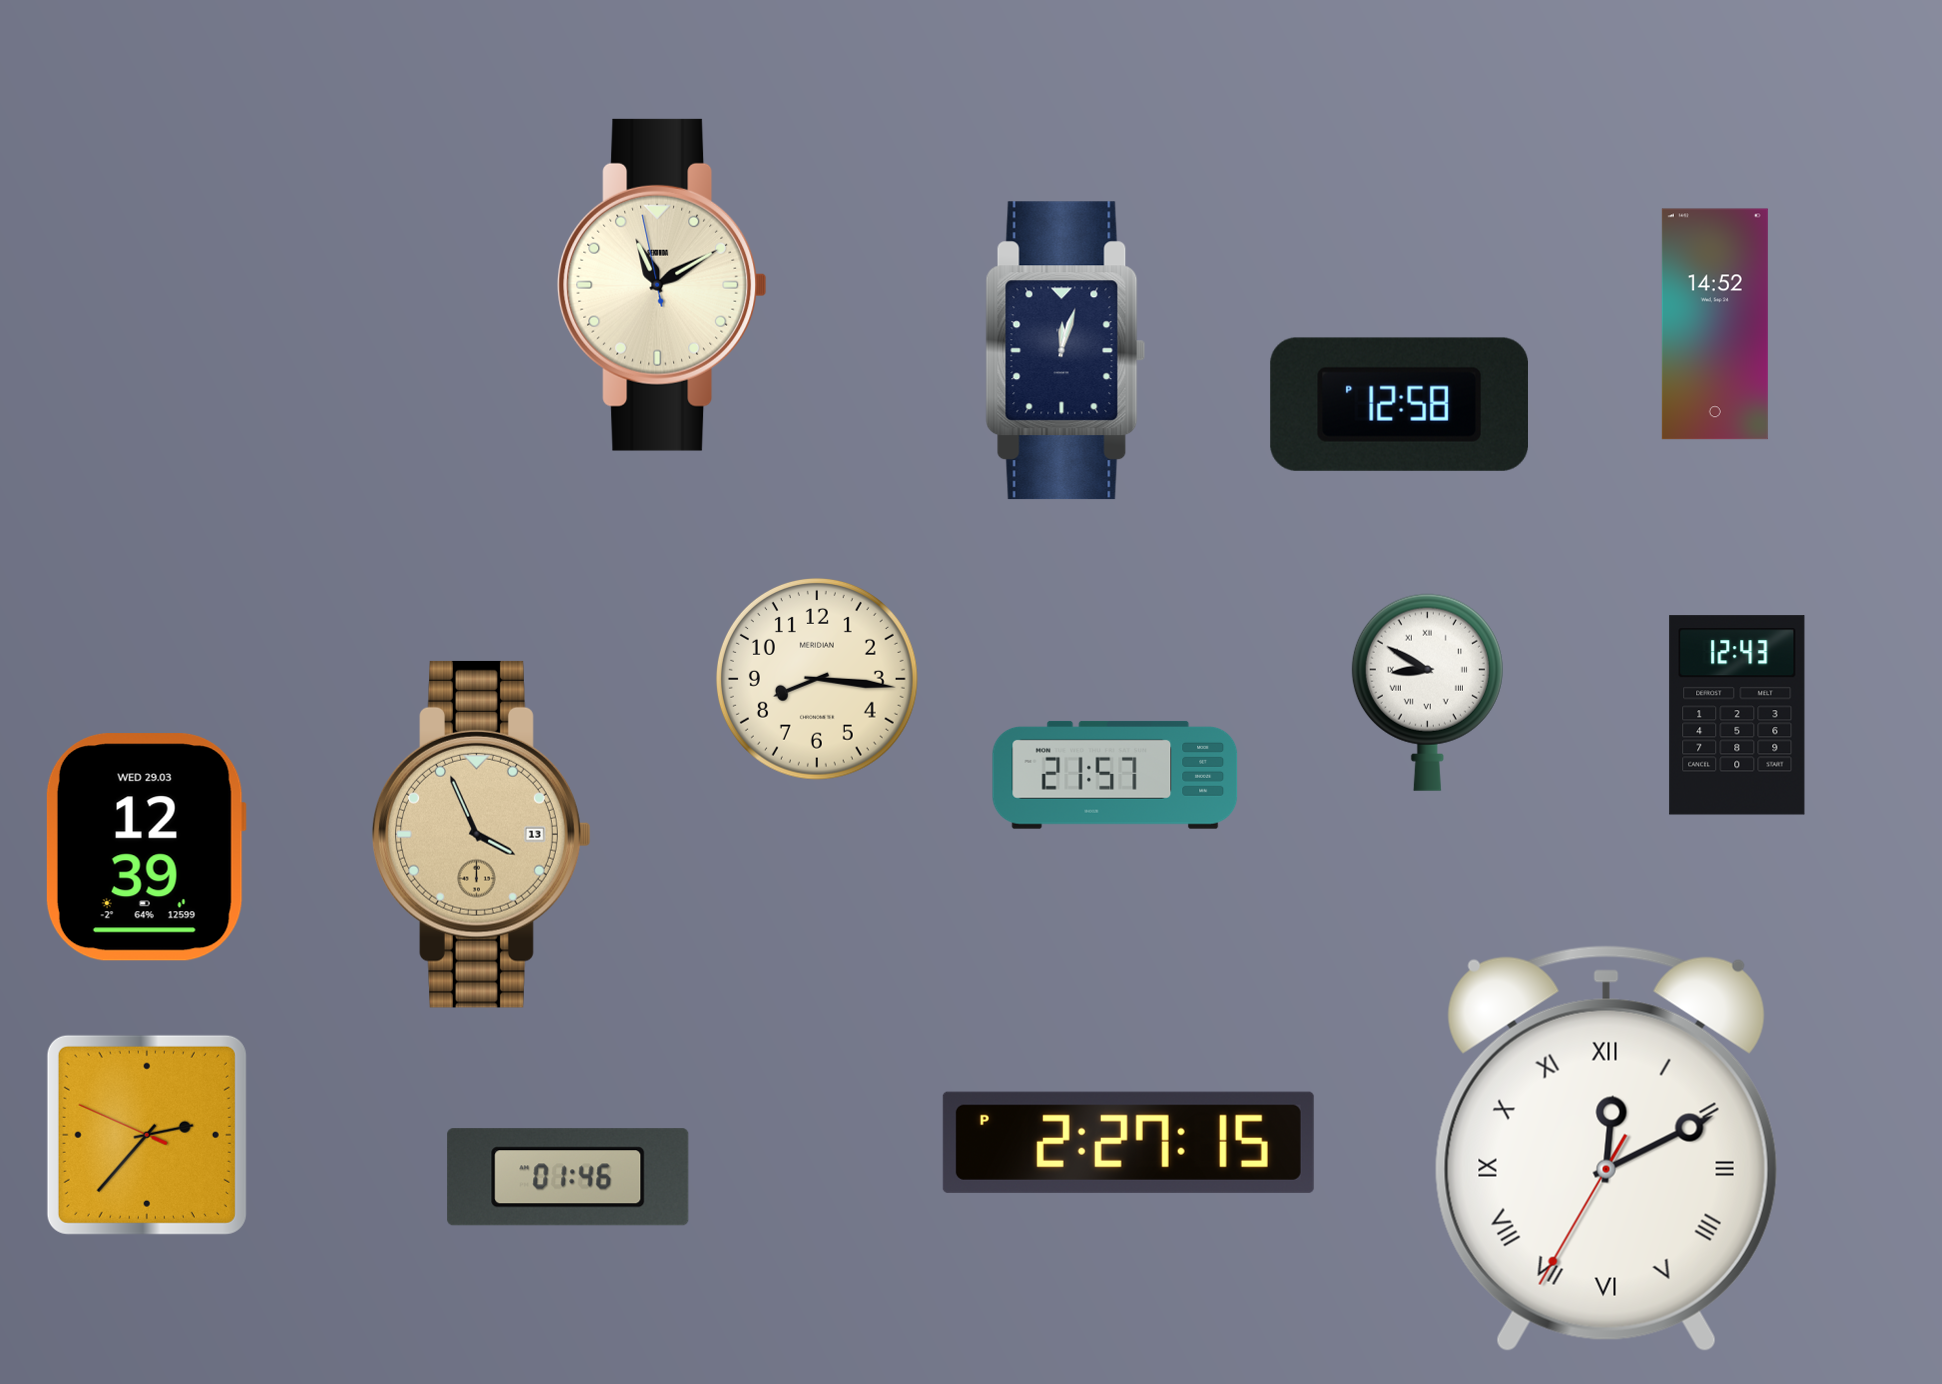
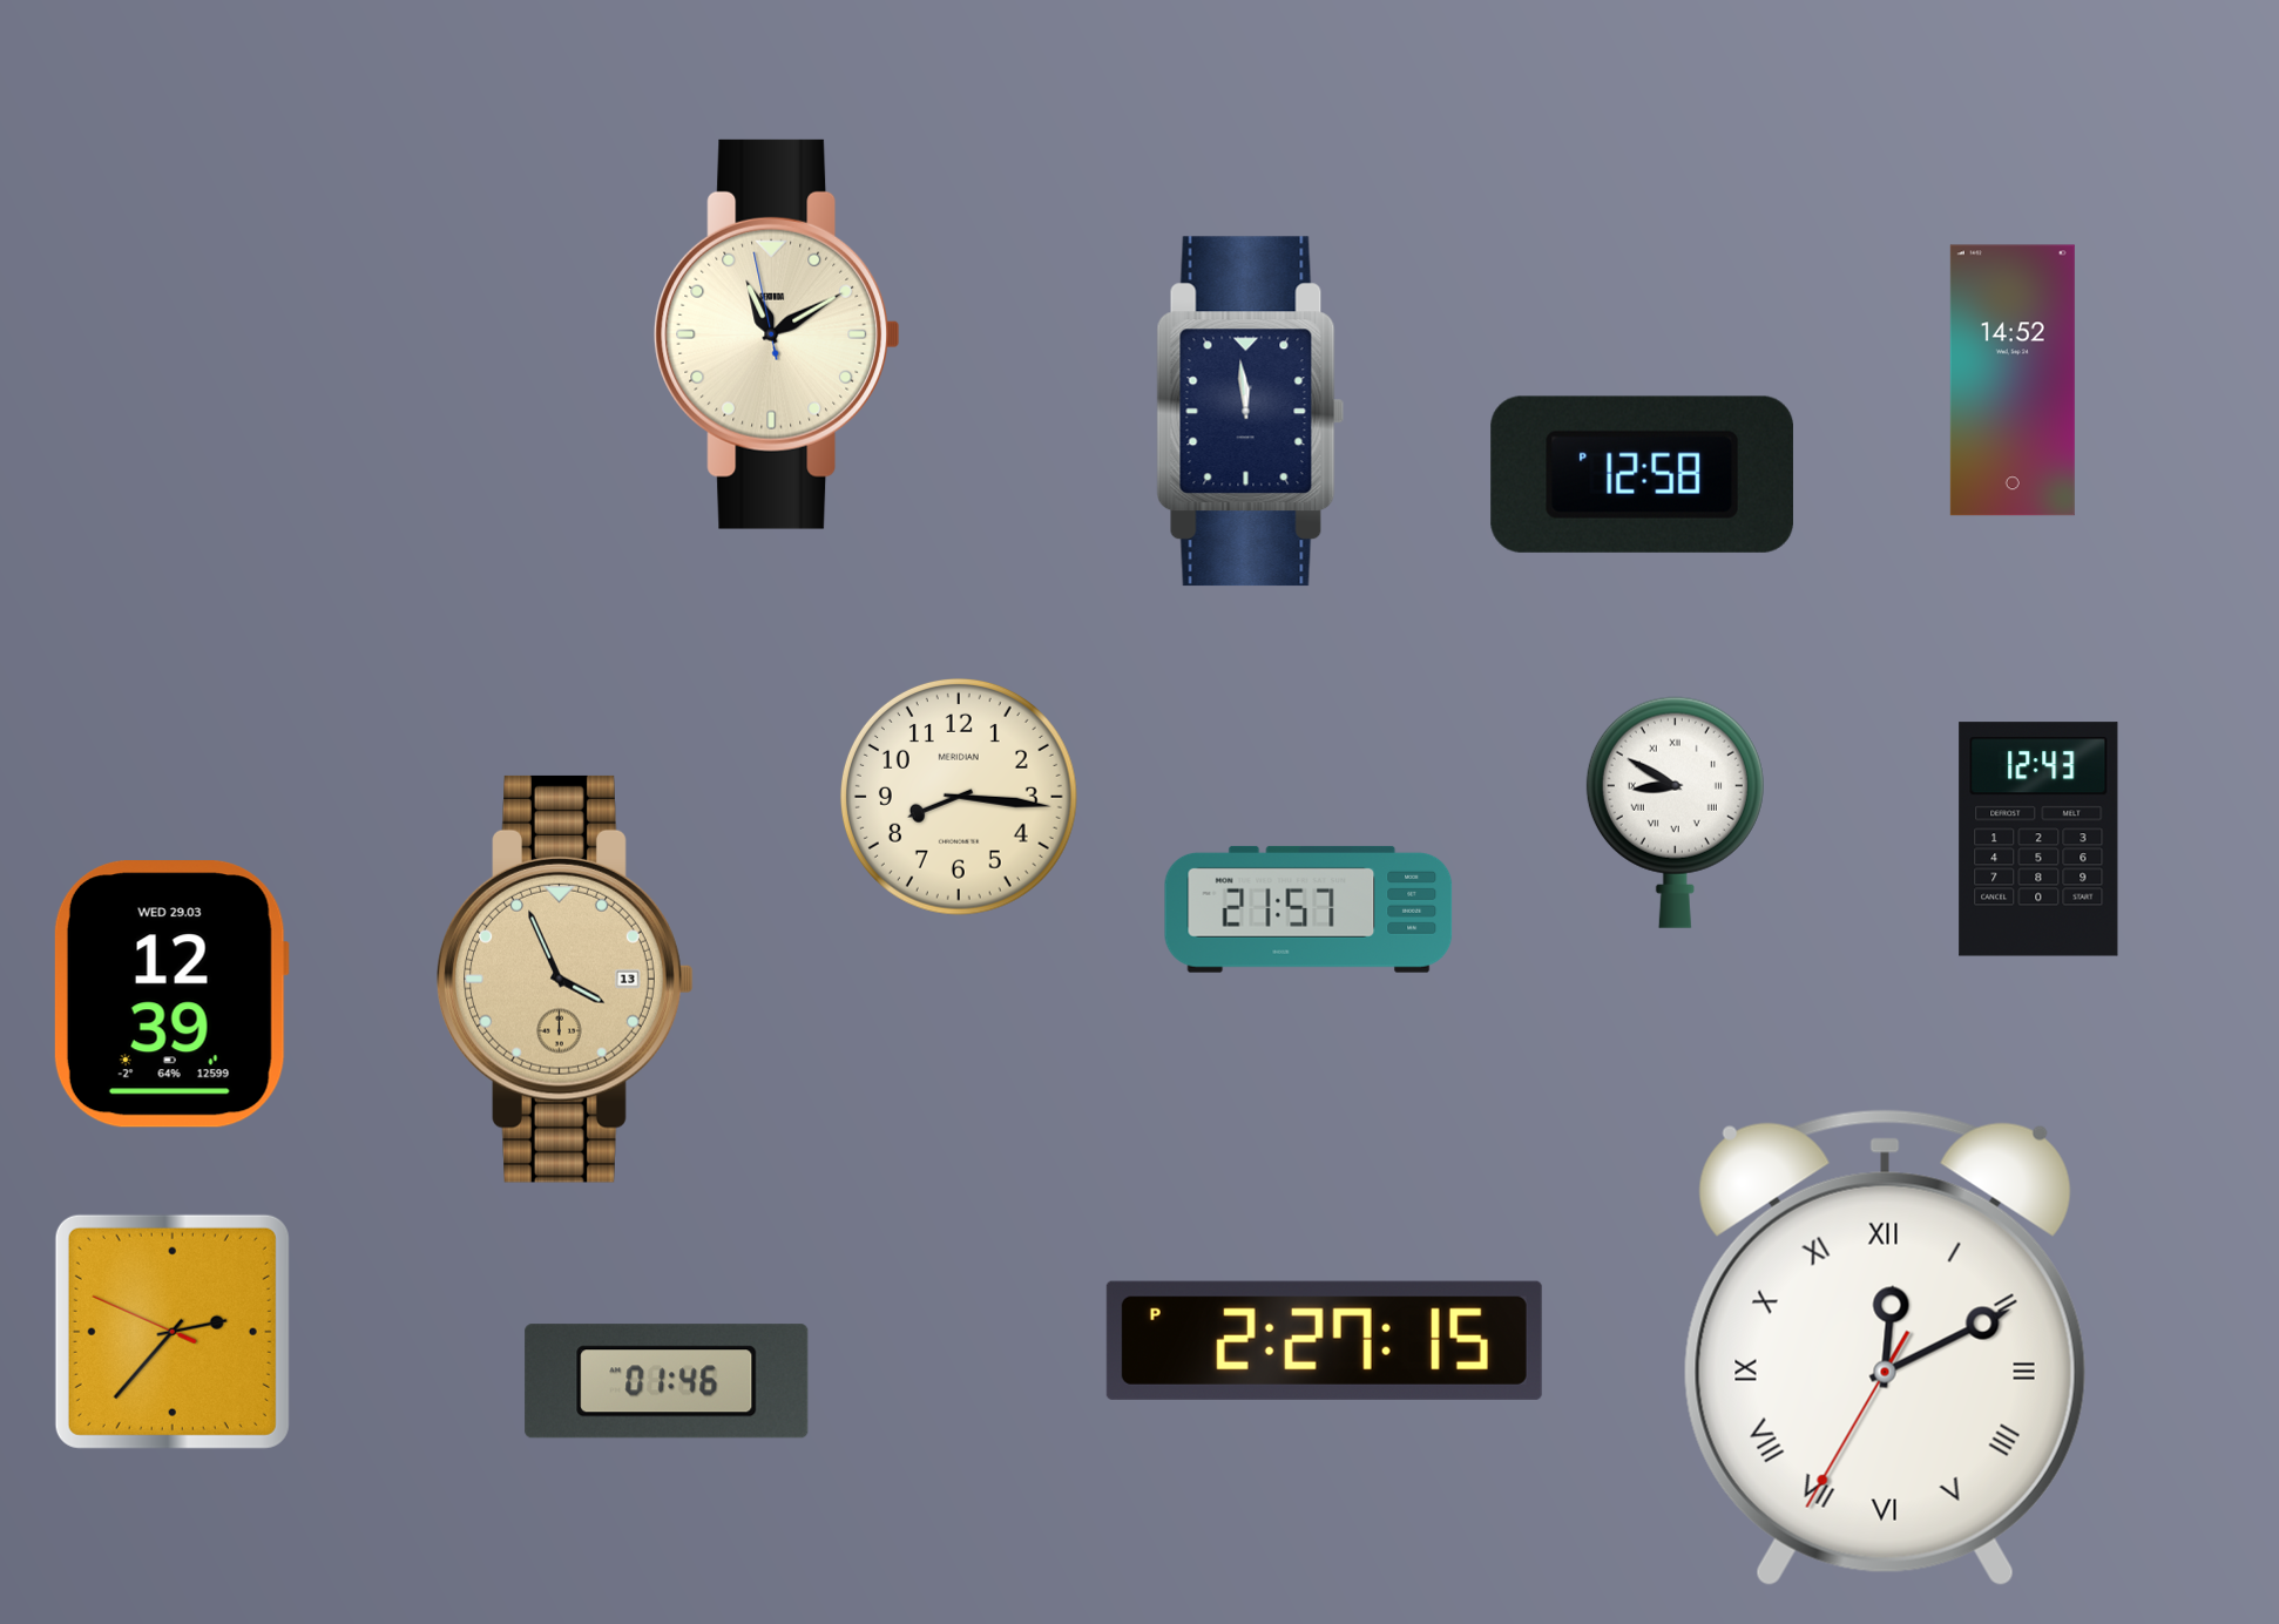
clock at (1066, 351): 12:03 -> 11:59
